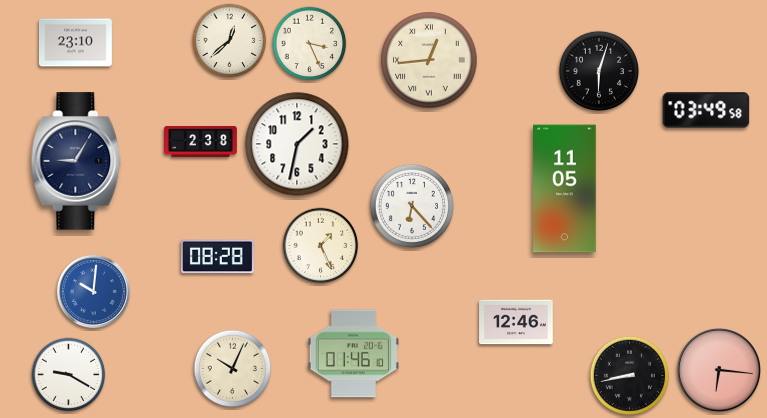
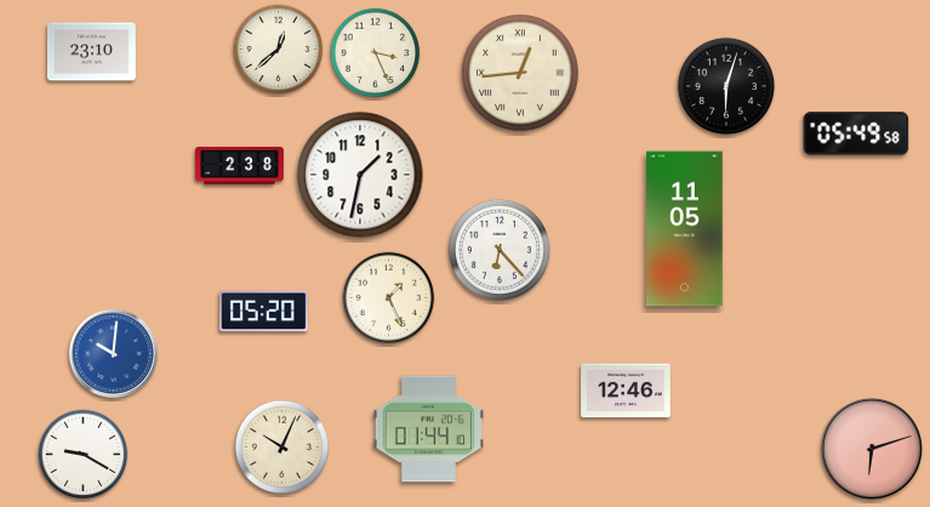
clock at (706, 110): 03:49 -> 05:49
clock at (201, 141) position: (201, 141) -> (240, 165)
clock at (76, 161): 9:05 -> none
clock at (217, 257): 08:28 -> 05:20
clock at (353, 354): 01:46 -> 01:44
clock at (719, 370): 6:16 -> 6:12
clock at (630, 376): 8:43 -> none
